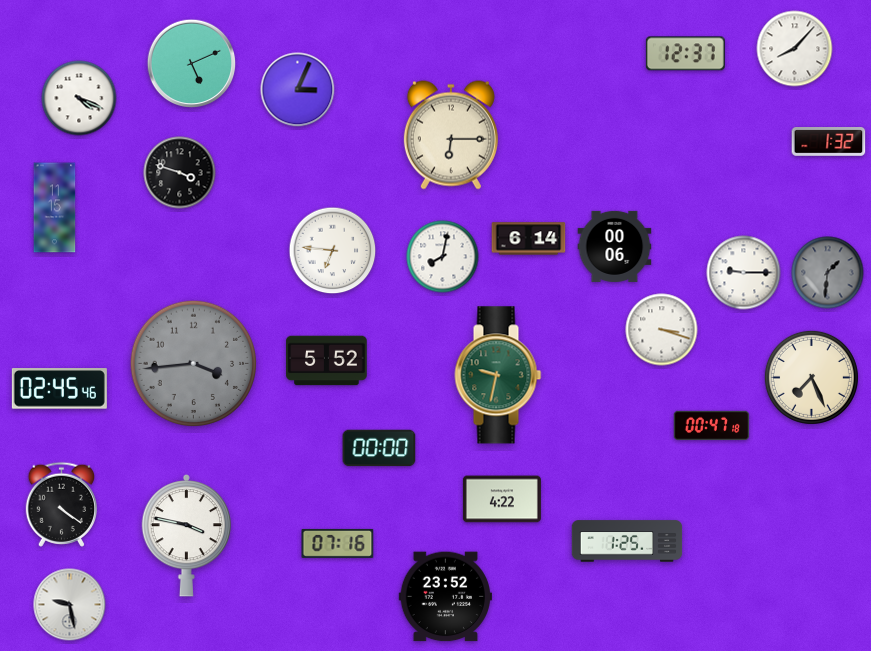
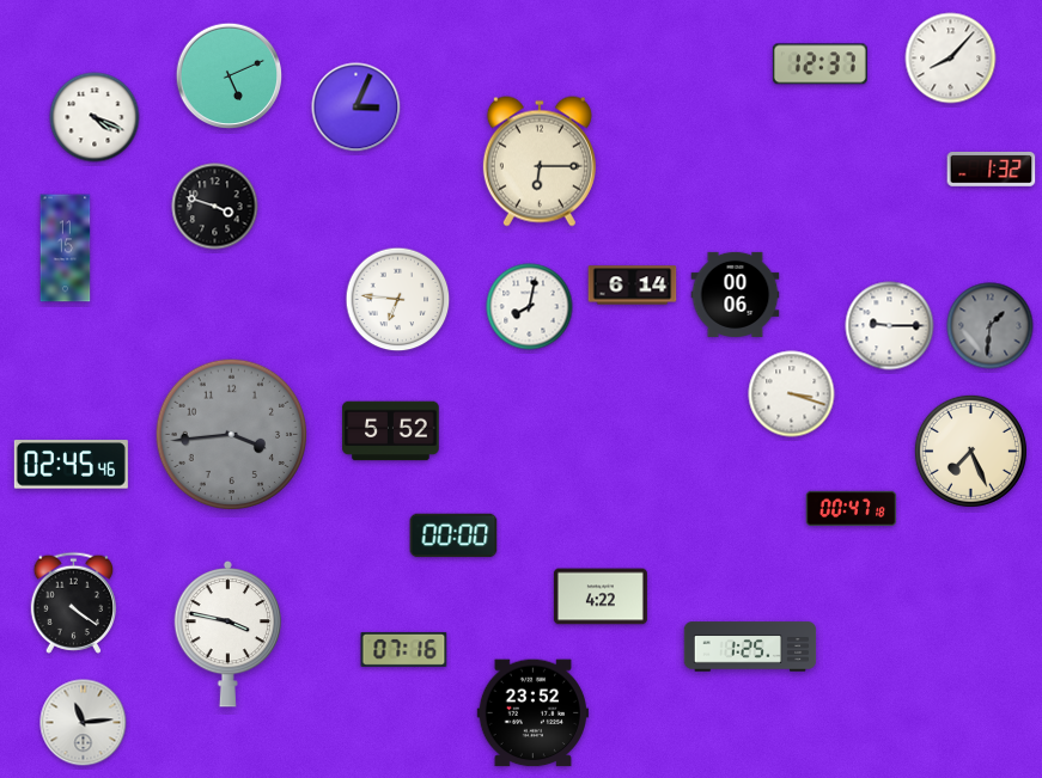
clock at (498, 375): 9:32 -> none
clock at (187, 535) position: (187, 535) -> (228, 633)
clock at (70, 605): 9:28 -> 11:14
